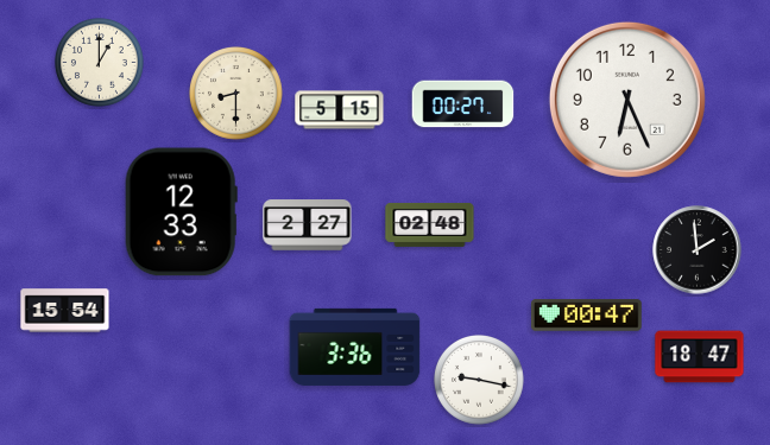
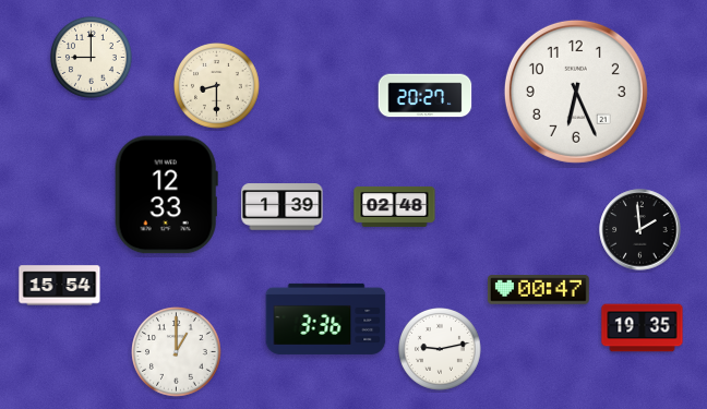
clock at (100, 63): 1:00 -> 9:00
clock at (463, 104): 00:27 -> 20:27
clock at (340, 110): 5:15 -> none
clock at (308, 225): 2:27 -> 1:39
clock at (700, 357): 18:47 -> 19:35
clock at (480, 381): 9:17 -> 9:13
clock at (177, 352): none -> 1:00
